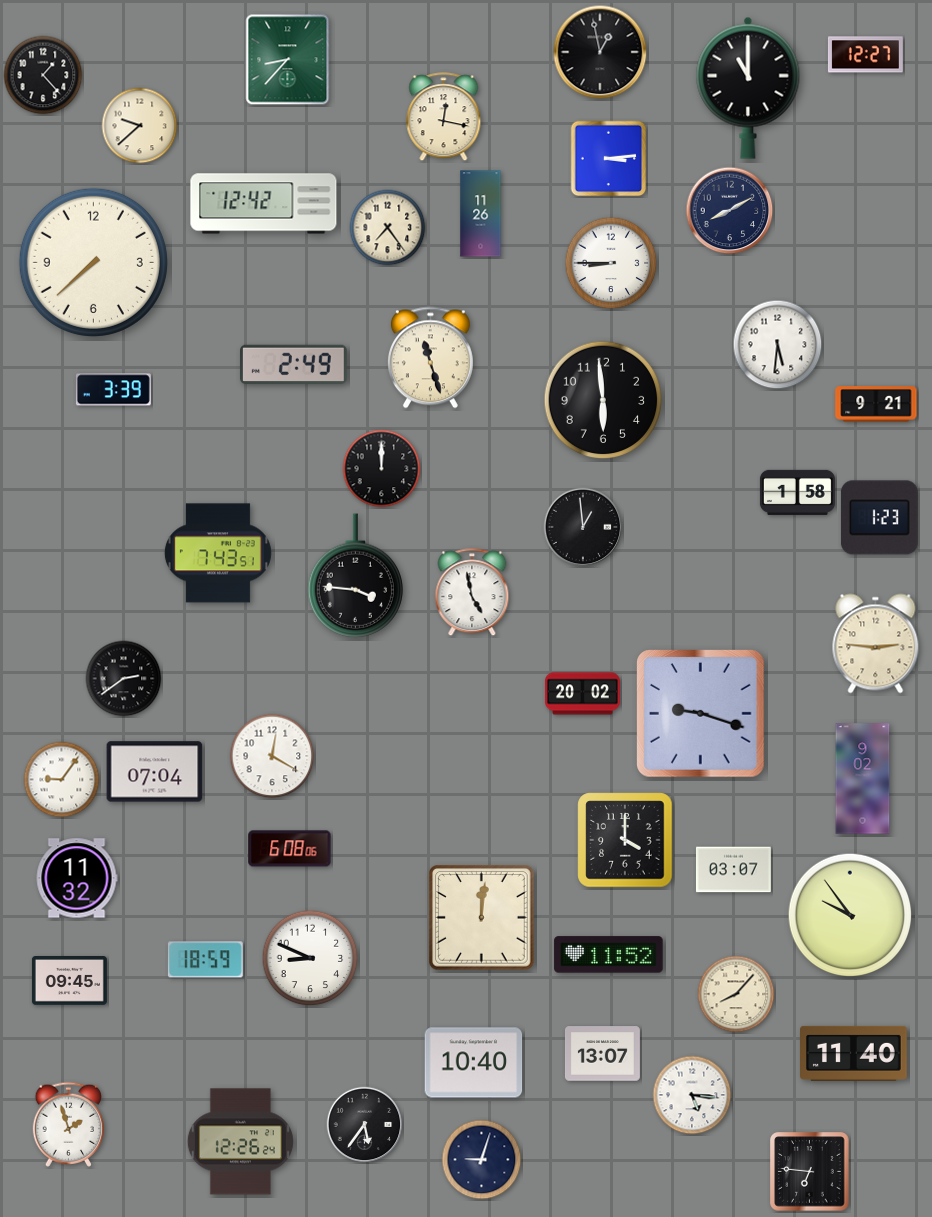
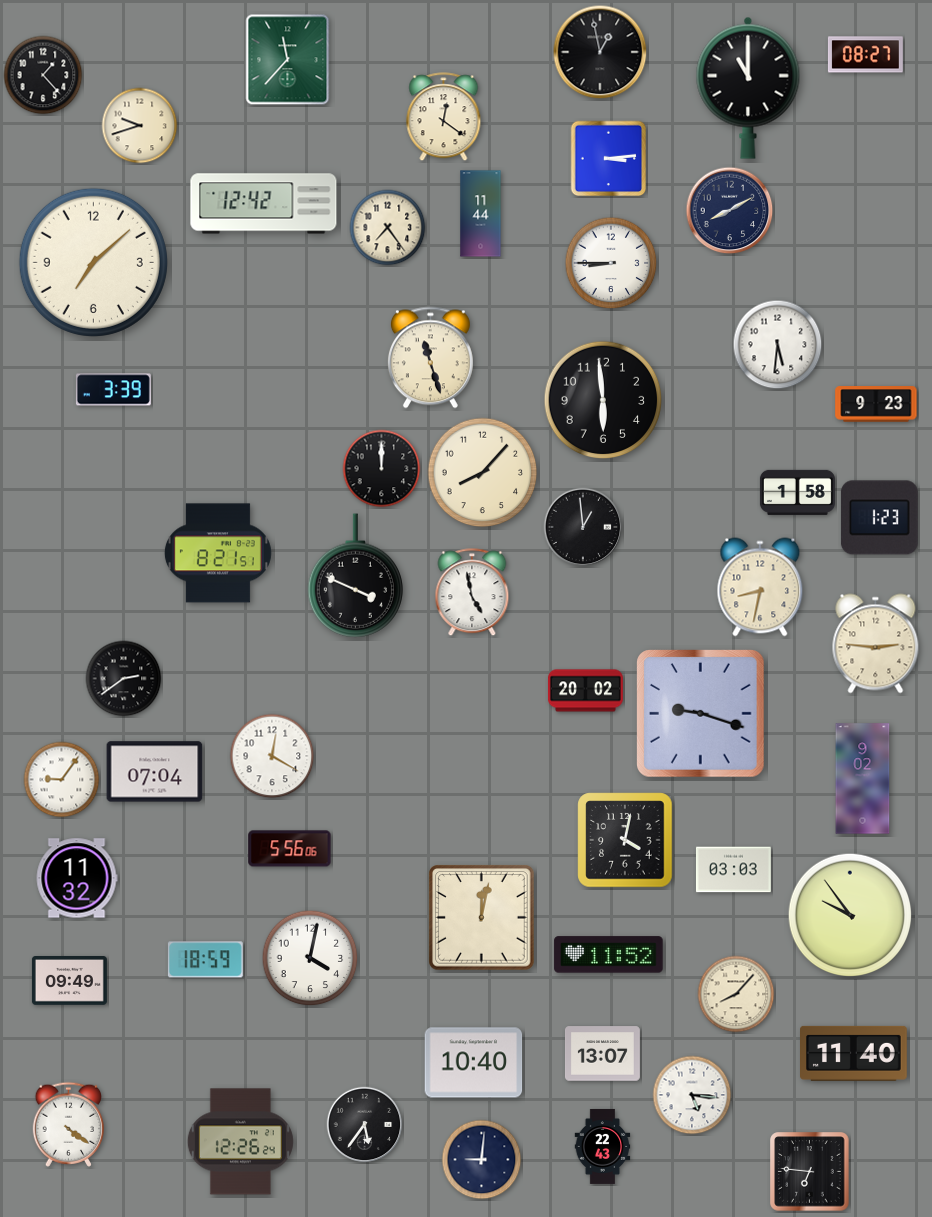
clock at (865, 55): 12:27 -> 08:27
clock at (288, 60): 8:37 -> 11:37
clock at (444, 117): 12:17 -> 12:21
clock at (140, 126): 9:38 -> 9:42
clock at (481, 214): 11:26 -> 11:44
clock at (93, 262): 7:38 -> 7:08
clock at (294, 364): 2:49 -> none
clock at (876, 404): 9:21 -> 9:23
clock at (483, 473): none -> 8:07
clock at (218, 553): 7:43 -> 8:21
clock at (355, 576): 3:46 -> 3:49
clock at (760, 587): none -> 8:32
clock at (582, 694) position: (582, 694) -> (585, 691)
clock at (625, 840): 4:00 -> 4:02
clock at (290, 849): 6:08 -> 5:56
clock at (733, 870): 03:07 -> 03:03
clock at (482, 918): 12:01 -> 12:02
clock at (310, 958): 8:49 -> 4:02
clock at (69, 981): 09:45 -> 09:49
clock at (68, 1124): 1:57 -> 4:21
clock at (603, 1146): none -> 22:43
clock at (482, 1160): 9:03 -> 9:01
